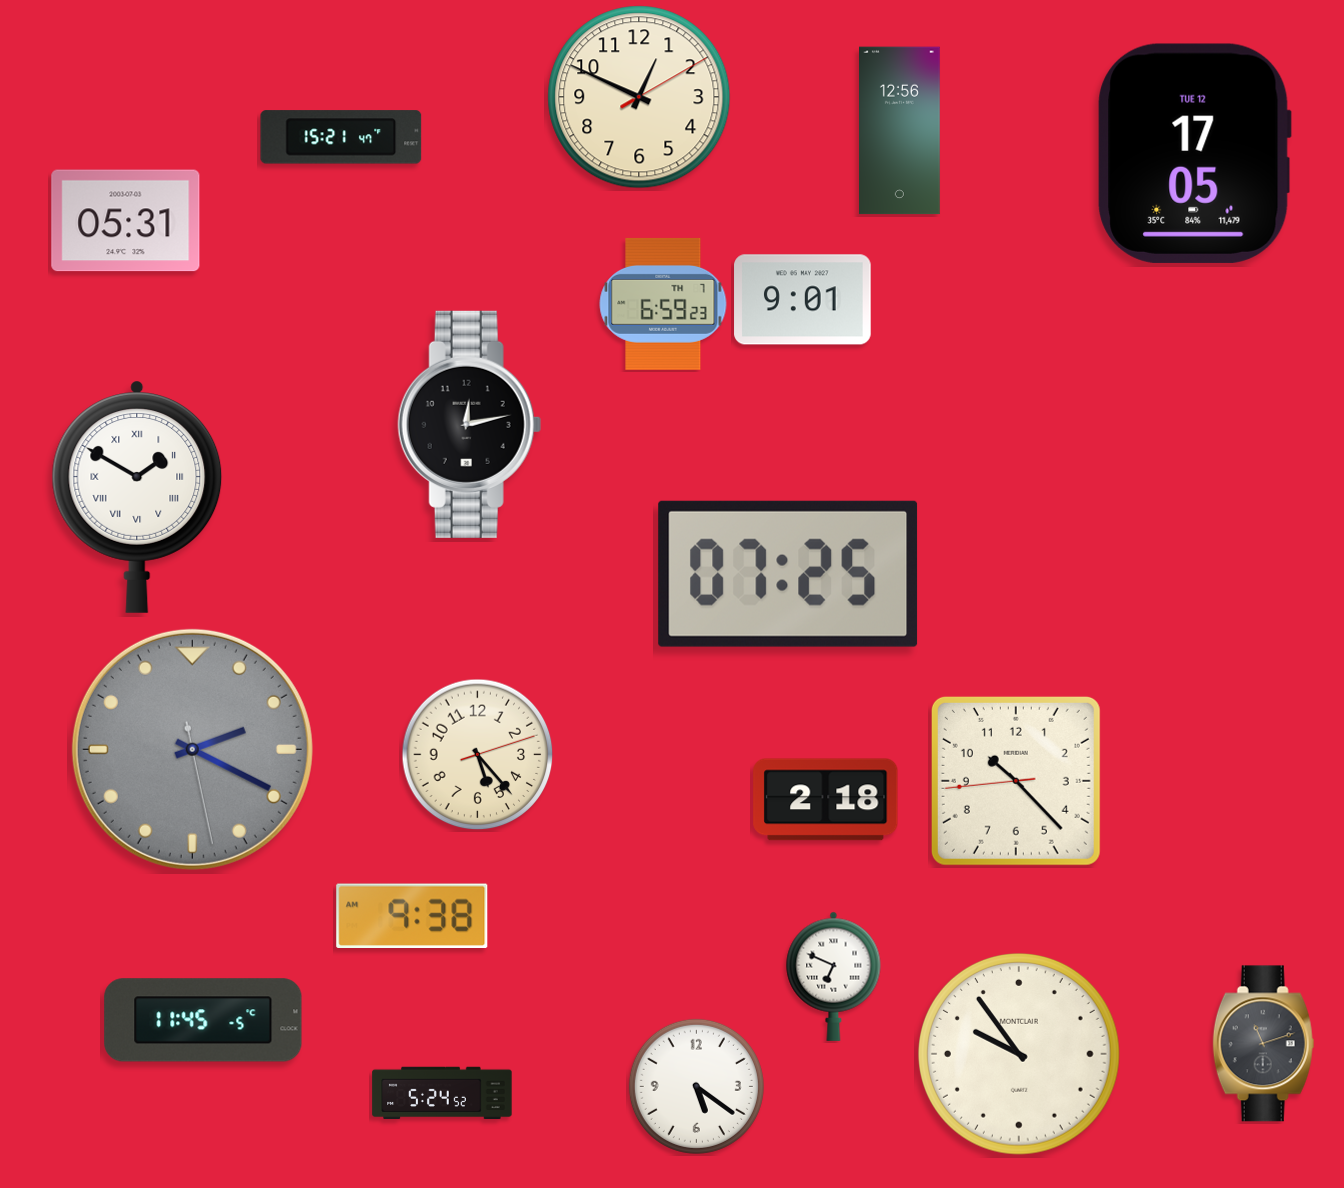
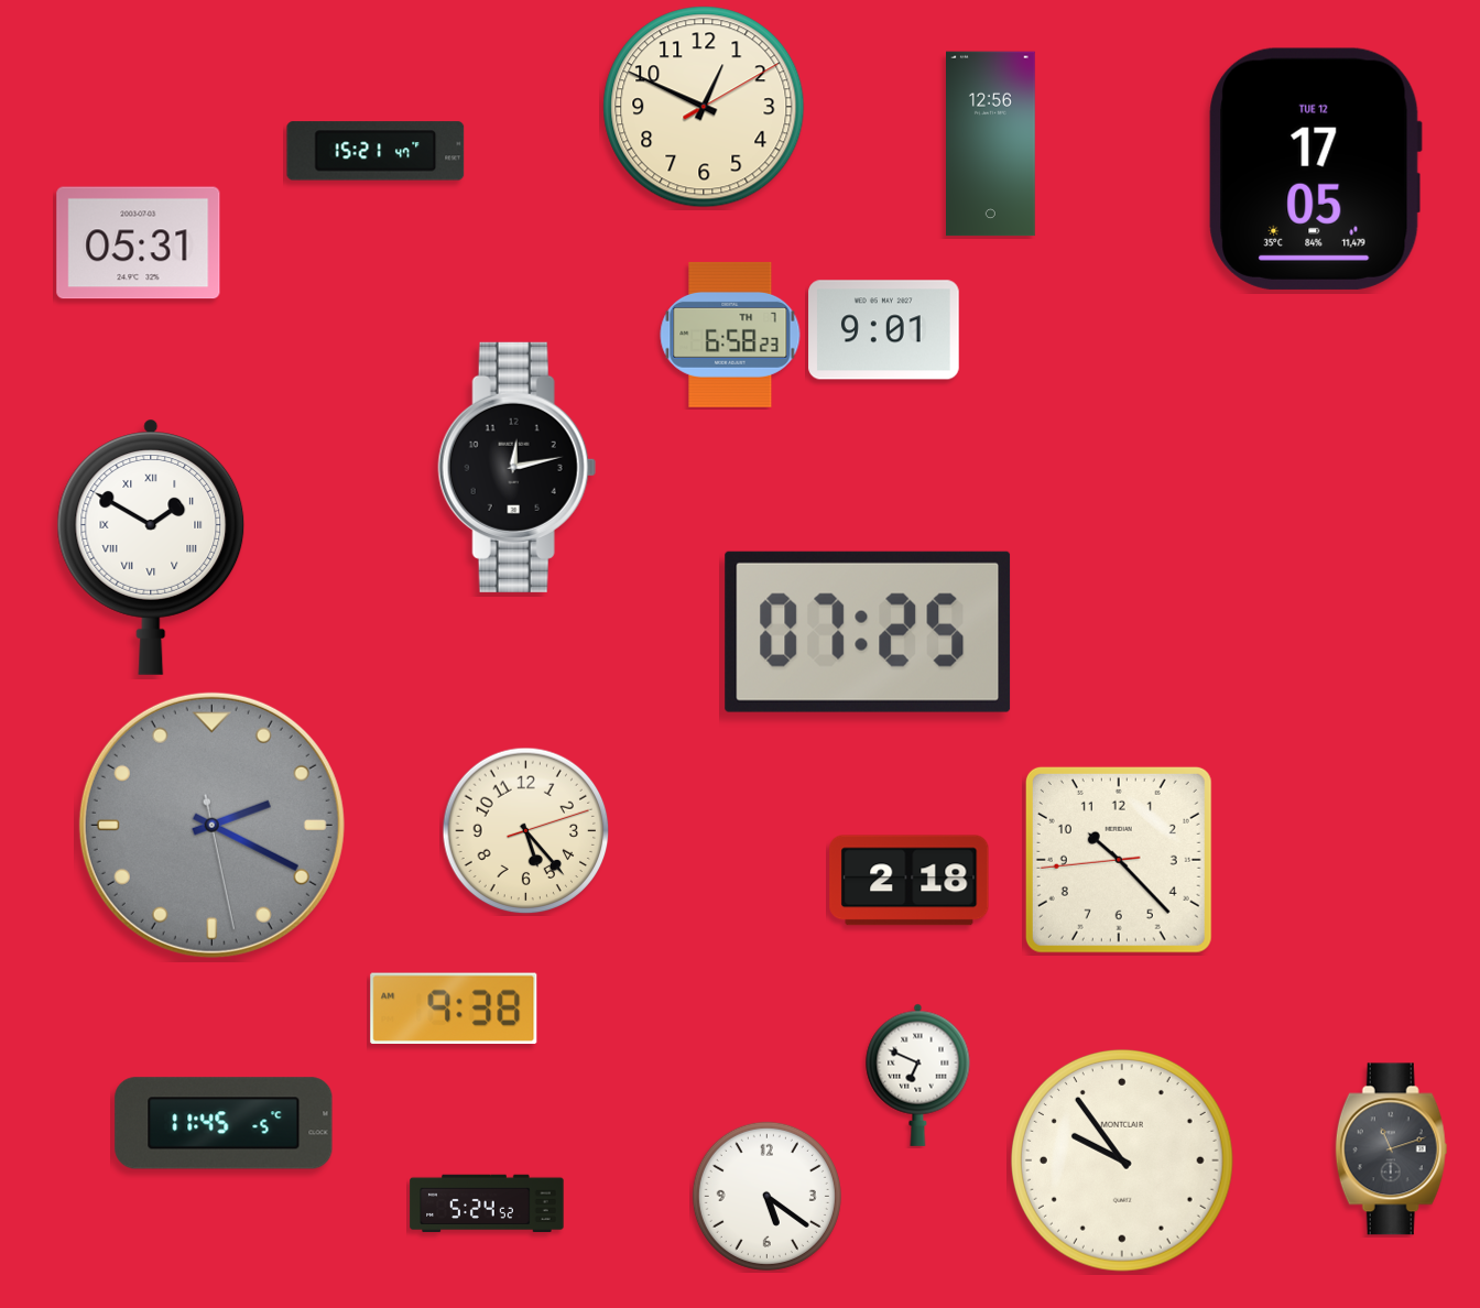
clock at (663, 304): 6:59 -> 6:58
